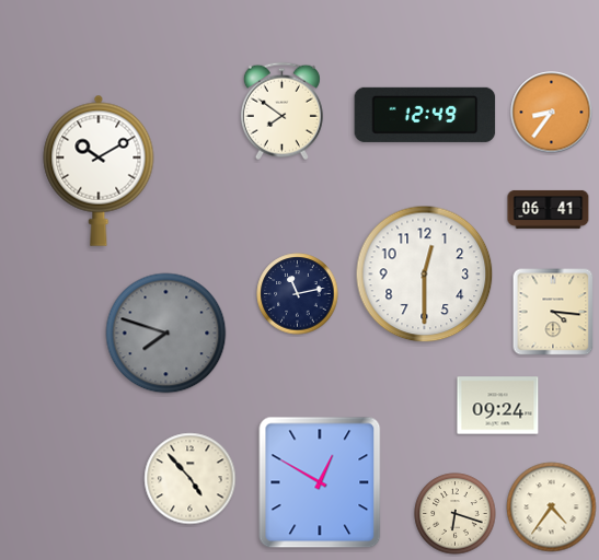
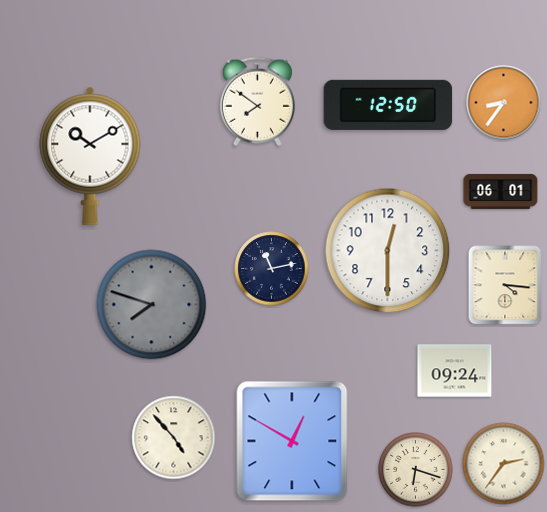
clock at (425, 115): 12:49 -> 12:50
clock at (549, 209): 06:41 -> 06:01
clock at (552, 507): 4:36 -> 2:36
